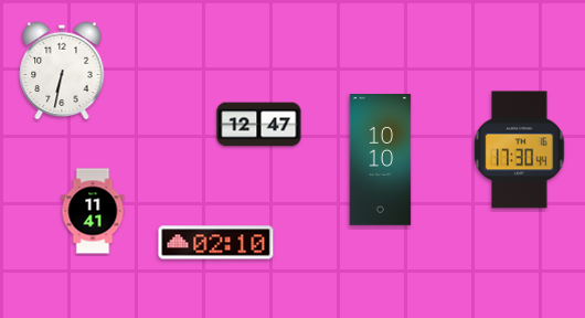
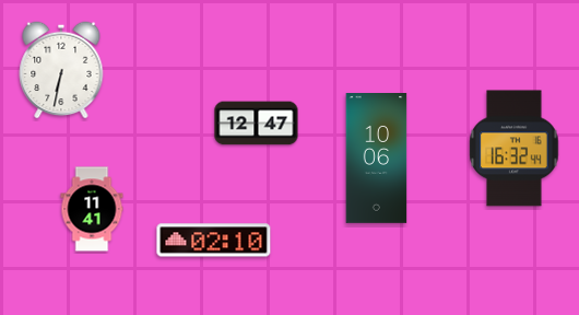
clock at (520, 150): 17:30 -> 16:32
clock at (381, 160): 10:10 -> 10:06
